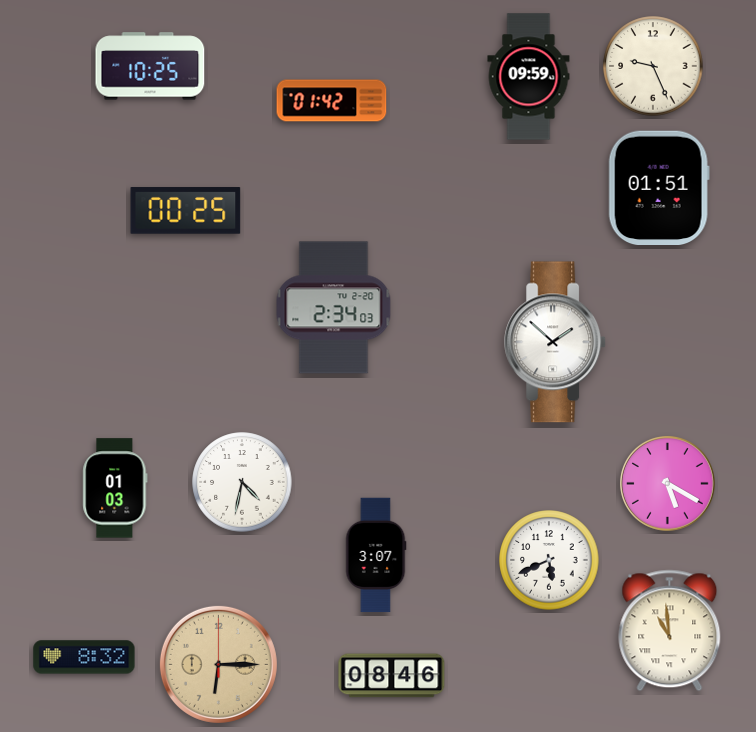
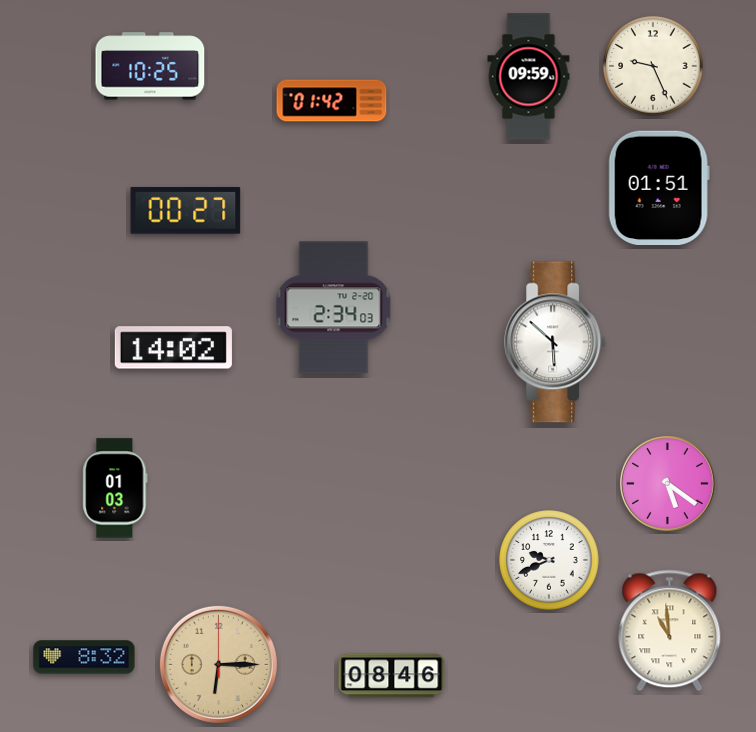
clock at (186, 211): 00:25 -> 00:27
clock at (556, 342): 1:52 -> 5:52
clock at (173, 348): none -> 14:02
clock at (242, 482): 4:32 -> none
clock at (667, 483): 5:20 -> 5:21
clock at (376, 555): 3:07 -> none
clock at (549, 560): 5:41 -> 9:41
